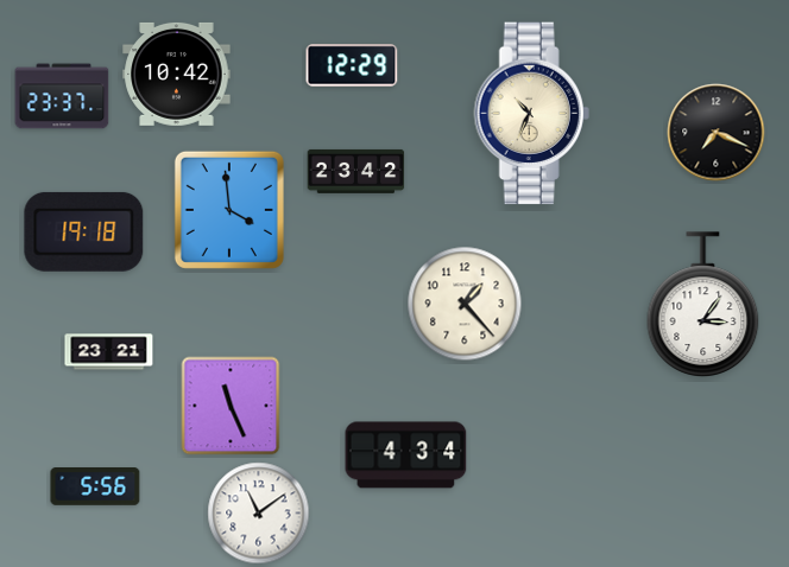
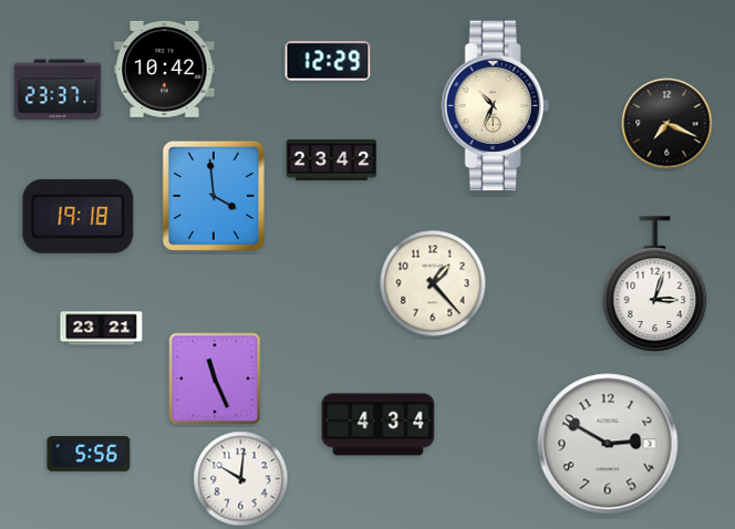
clock at (703, 304): 3:06 -> 3:03
clock at (608, 444): none -> 2:50
clock at (259, 514): 11:09 -> 10:01
